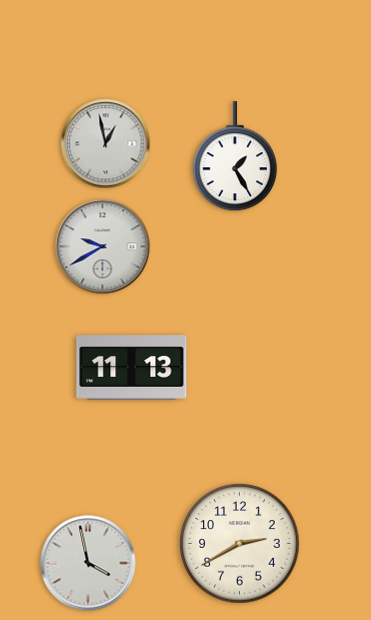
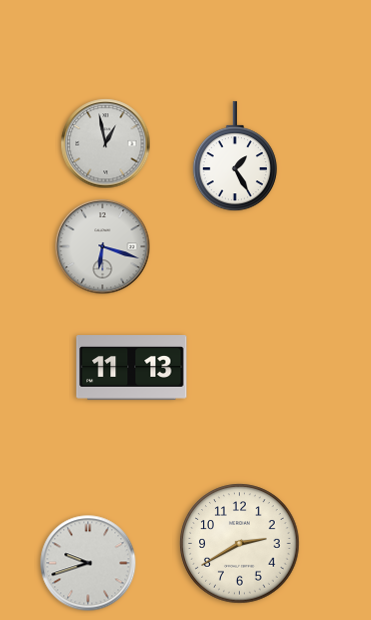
clock at (103, 247): 9:40 -> 6:18
clock at (88, 563): 3:58 -> 9:42
